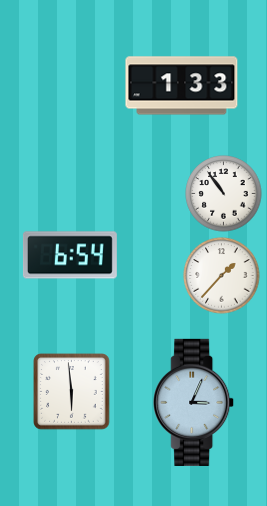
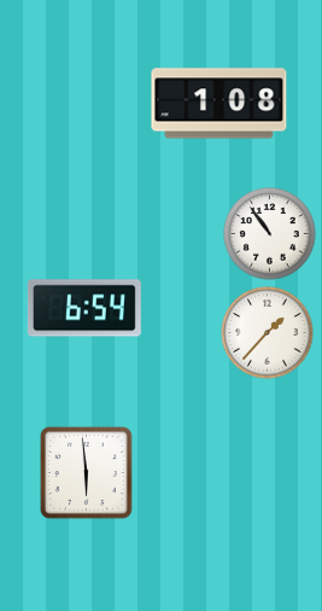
clock at (182, 86): 1:33 -> 1:08
clock at (194, 402): 3:04 -> none
